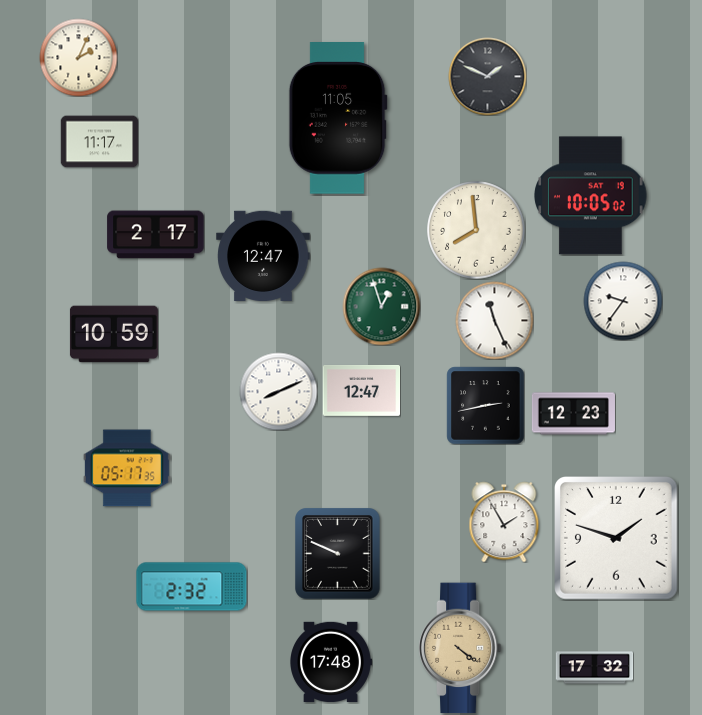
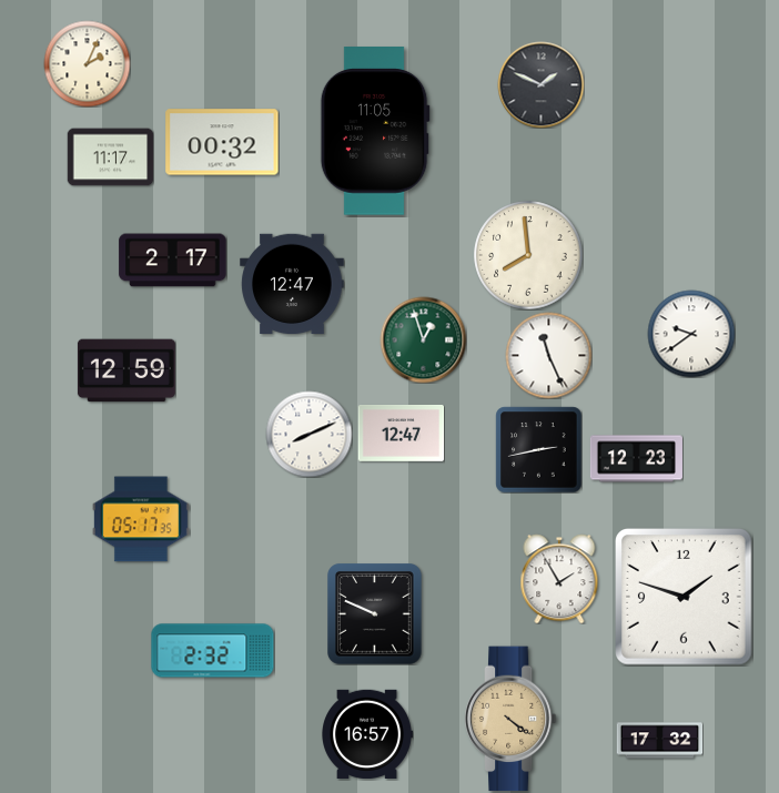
clock at (222, 142): none -> 00:32
clock at (591, 196): 10:05 -> none
clock at (623, 301): 9:36 -> 9:39
clock at (114, 334): 10:59 -> 12:59
clock at (331, 662): 17:48 -> 16:57
